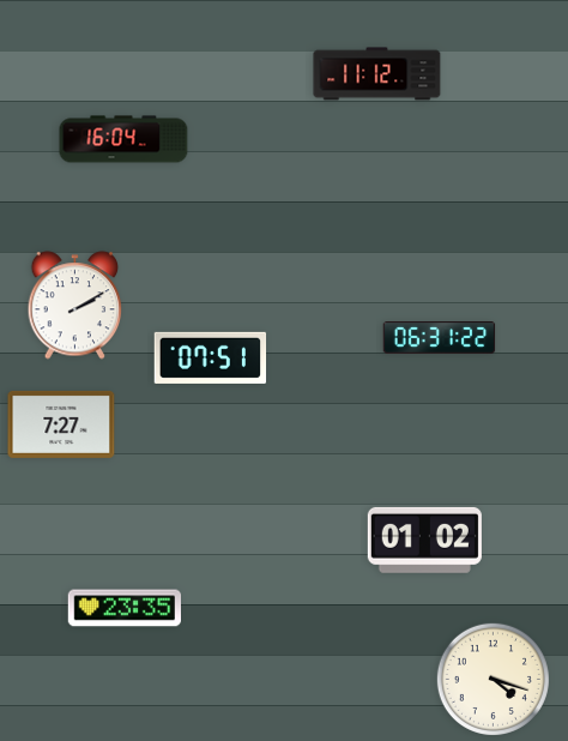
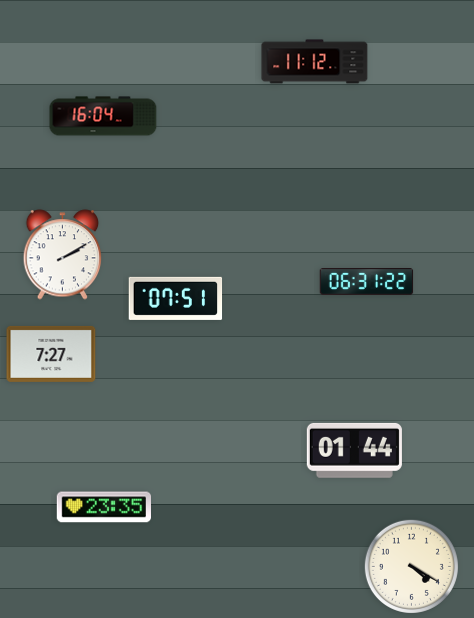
clock at (424, 540): 01:02 -> 01:44
clock at (493, 679): 4:18 -> 4:20
